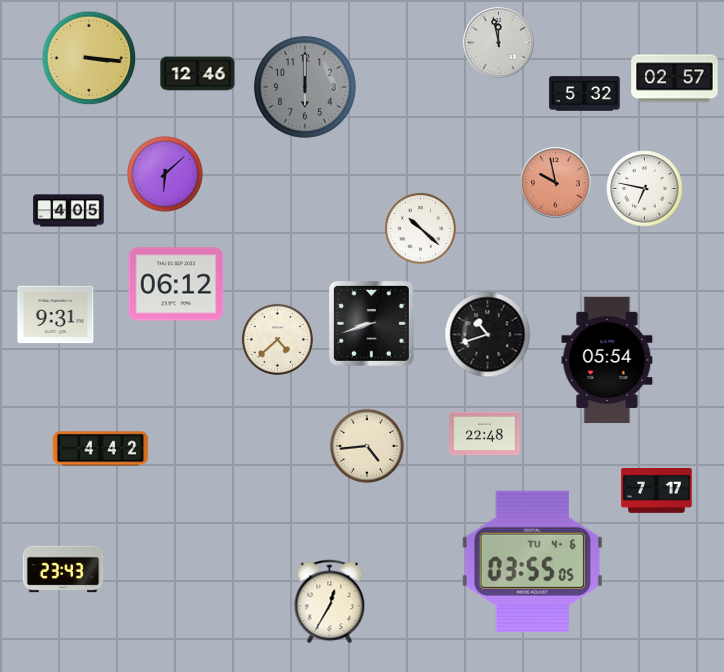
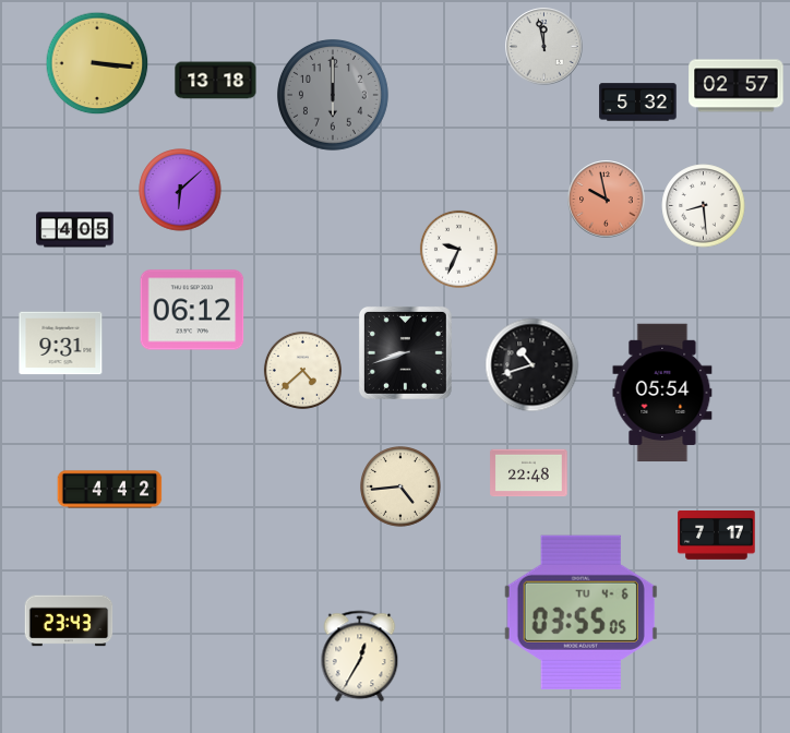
clock at (198, 74): 12:46 -> 13:18
clock at (645, 189): 6:47 -> 8:29
clock at (420, 228): 10:22 -> 9:34
